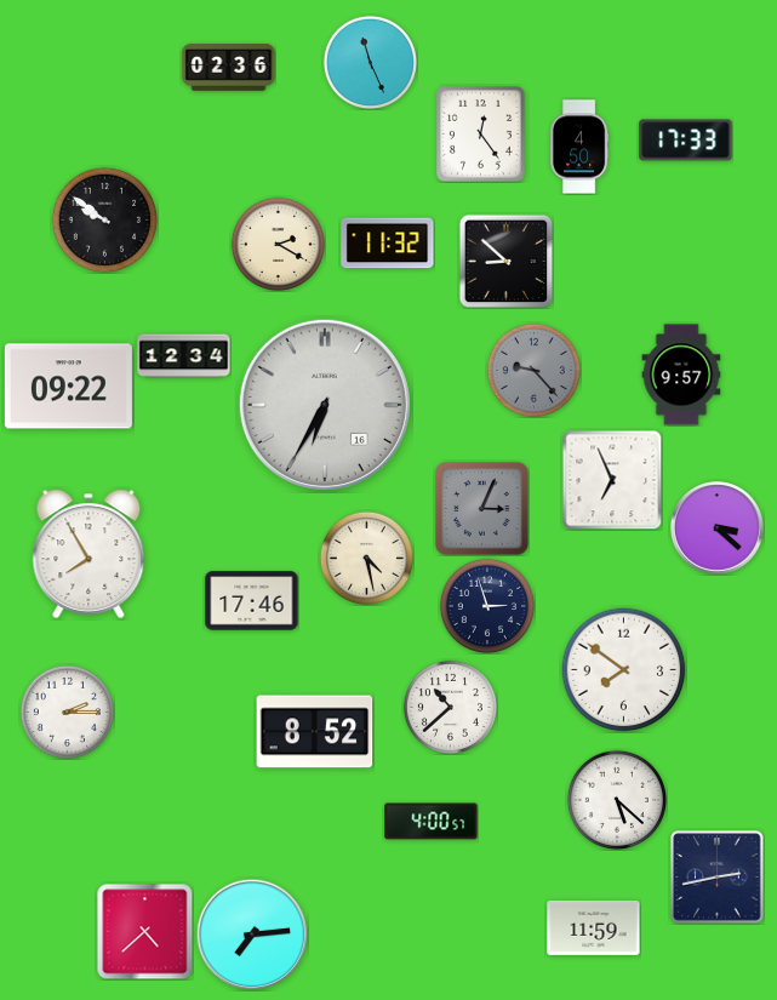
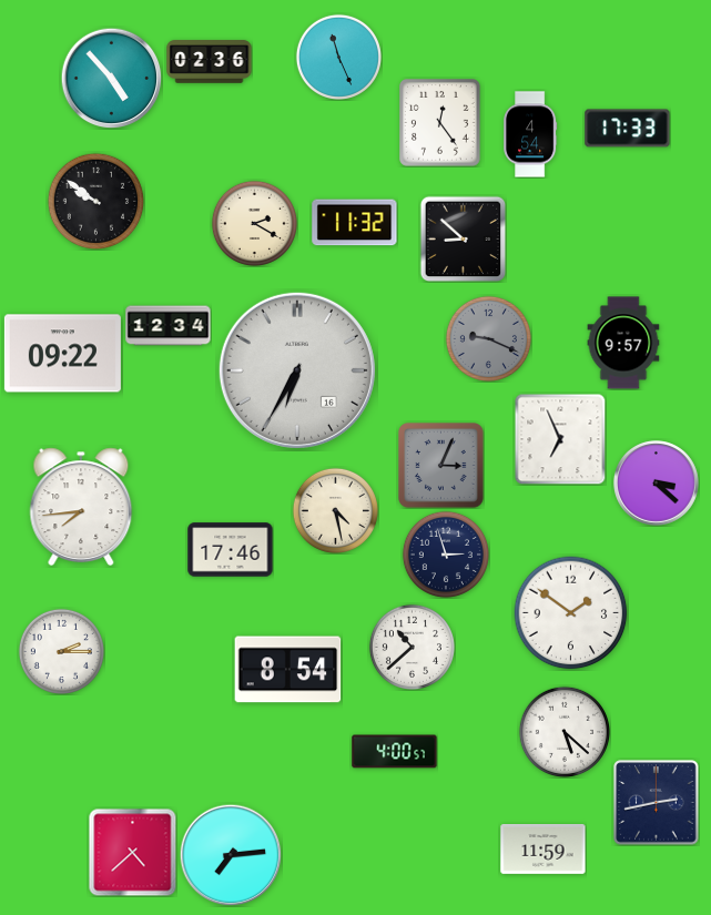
clock at (111, 78): none -> 4:53
clock at (581, 147): 4:50 -> 4:54
clock at (533, 370): 9:23 -> 9:19
clock at (88, 554): 7:55 -> 7:44
clock at (624, 670): 7:51 -> 1:51
clock at (315, 732): 8:52 -> 8:54
